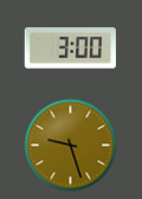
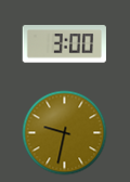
clock at (70, 145): 9:27 -> 9:32
